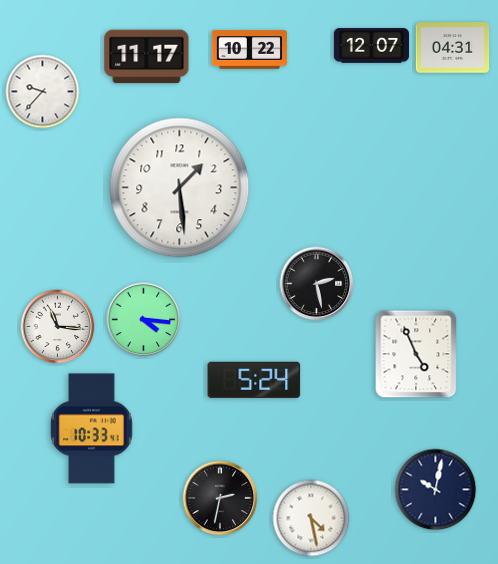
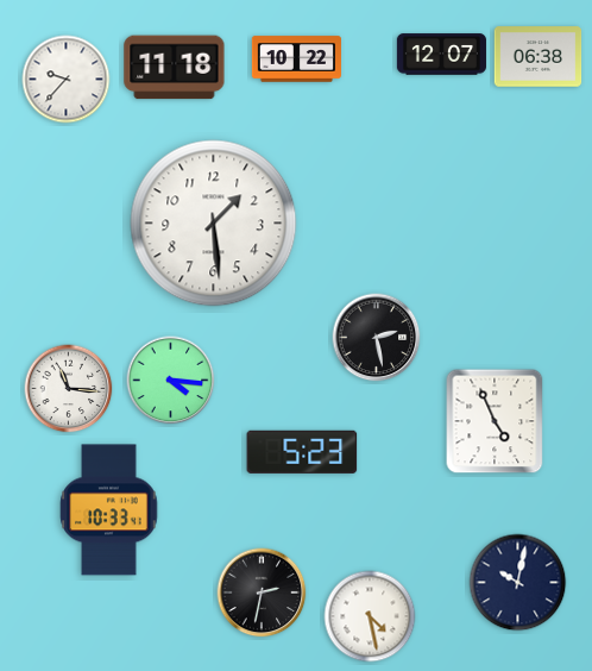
clock at (453, 48): 04:31 -> 06:38
clock at (147, 57): 11:17 -> 11:18
clock at (43, 92) position: (43, 92) -> (67, 80)
clock at (254, 380): 5:24 -> 5:23
